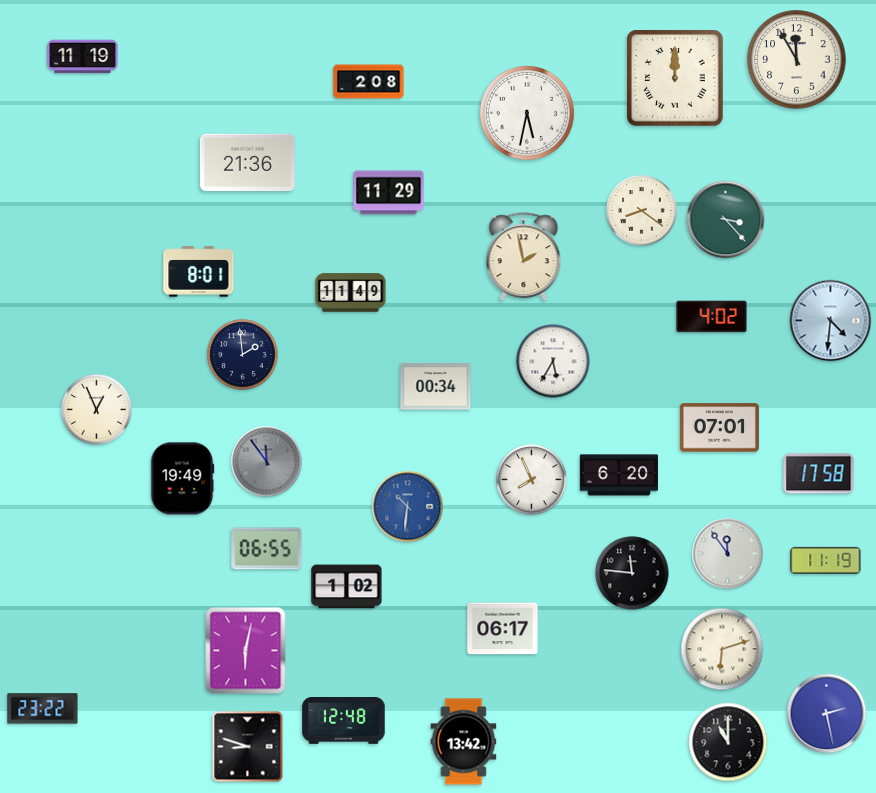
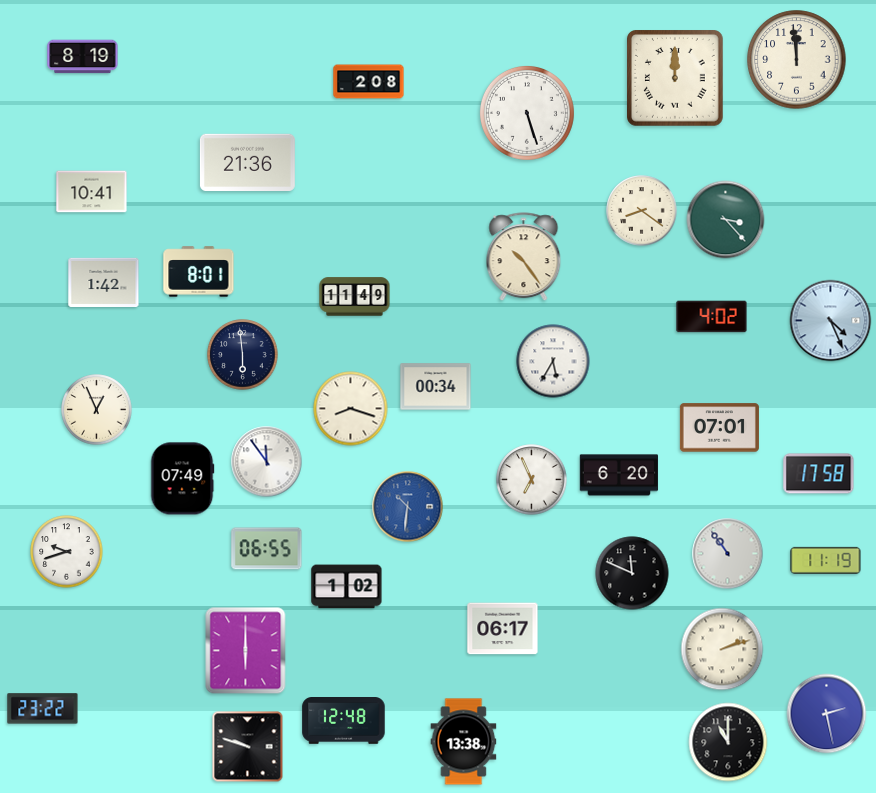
clock at (83, 57): 11:19 -> 8:19
clock at (797, 60): 11:55 -> 11:59
clock at (527, 113): 5:32 -> 5:27
clock at (92, 192): none -> 10:41
clock at (389, 193): 11:29 -> none
clock at (524, 257): 1:58 -> 10:24
clock at (104, 282): none -> 1:42
clock at (351, 293) position: (351, 293) -> (355, 297)
clock at (831, 321): 4:31 -> 4:26
clock at (243, 355): 1:59 -> 5:59
clock at (351, 409): none -> 8:18
clock at (267, 462) dial: grey -> white
clock at (182, 479): 19:49 -> 07:49
clock at (532, 480): 7:56 -> 6:56
clock at (67, 552): none -> 9:42
clock at (728, 554): 11:54 -> 10:54
clock at (632, 573): 11:46 -> 11:49
clock at (722, 649): 6:12 -> 2:12
clock at (246, 651): 6:02 -> 6:00
clock at (464, 742): 13:42 -> 13:38
clock at (248, 747): 8:48 -> 9:48
